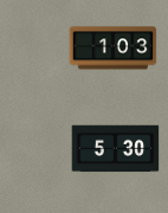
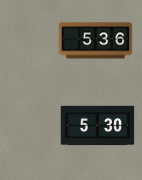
clock at (114, 49): 1:03 -> 5:36
